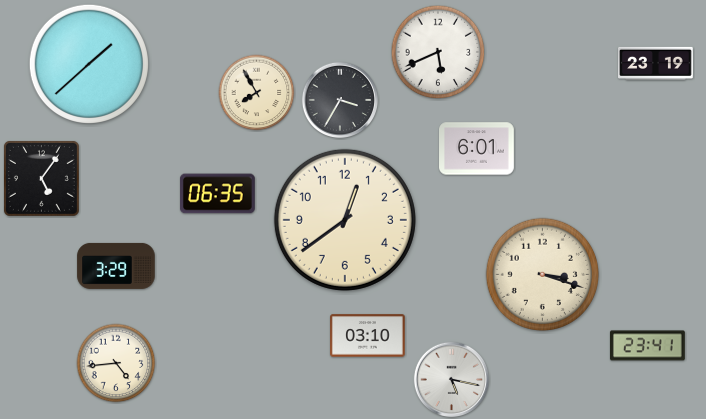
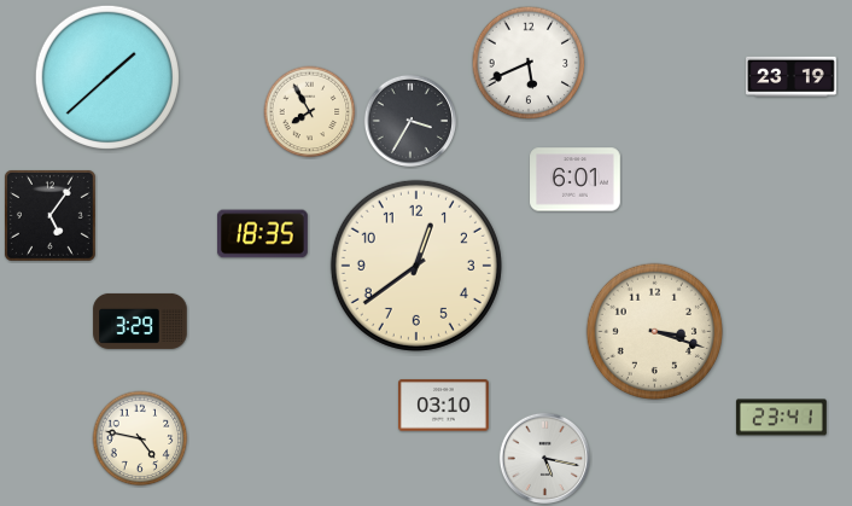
clock at (218, 194): 06:35 -> 18:35
clock at (116, 363): 4:44 -> 4:47
